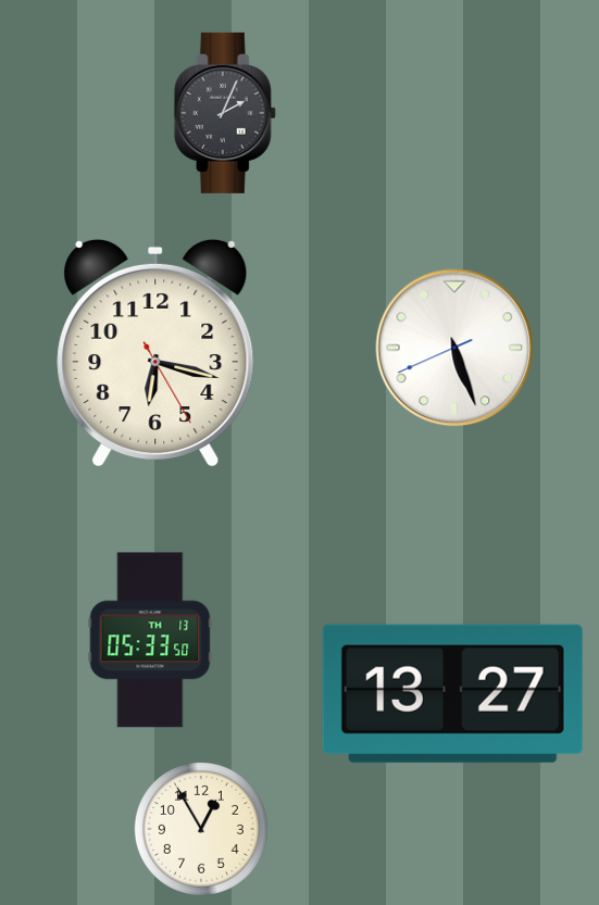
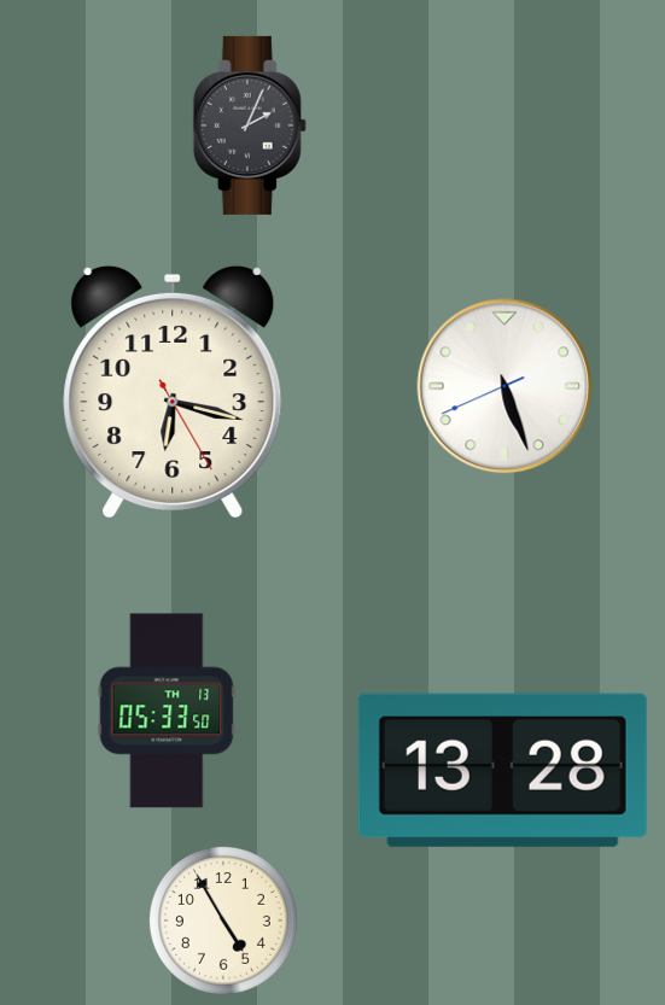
clock at (452, 693): 13:27 -> 13:28
clock at (201, 829): 12:55 -> 4:55
